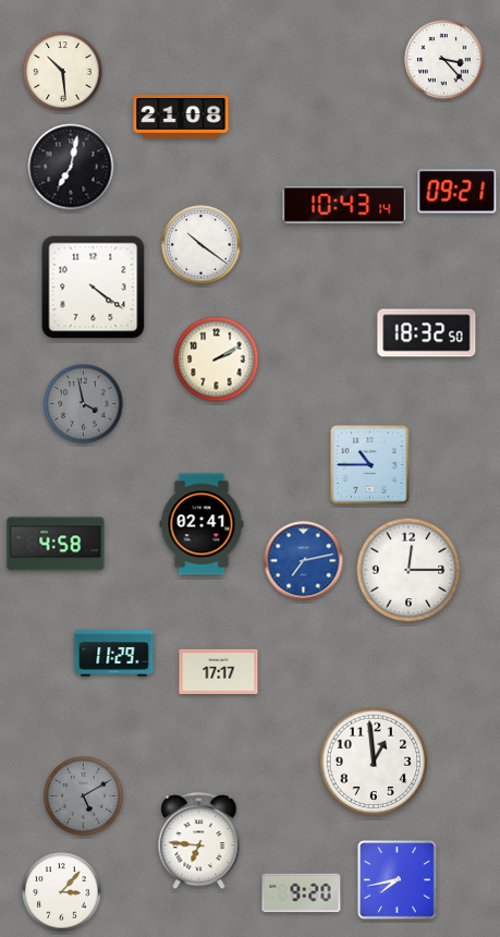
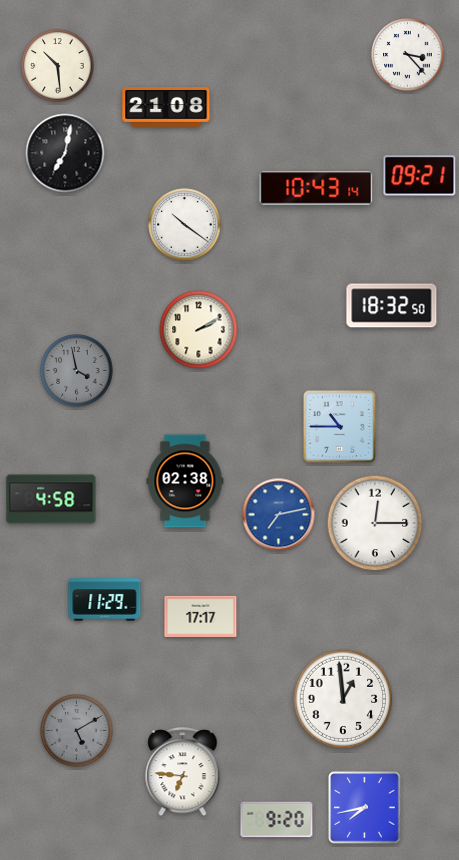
clock at (94, 288): 4:21 -> none
clock at (202, 524): 02:41 -> 02:38
clock at (62, 892): 3:07 -> none
